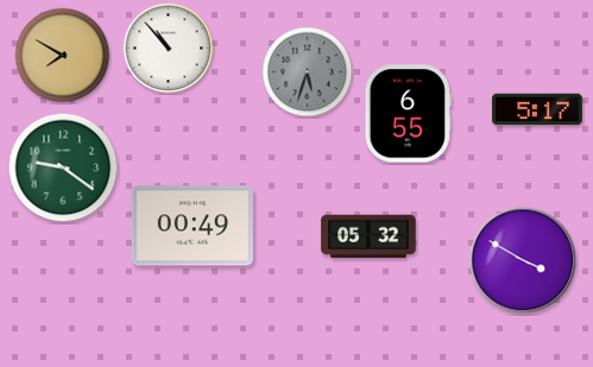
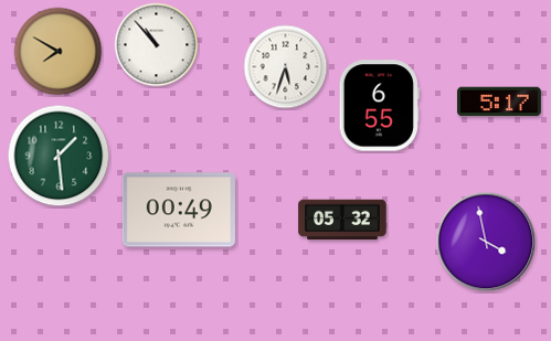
clock at (308, 72) dial: grey -> white
clock at (63, 167): 9:21 -> 1:29
clock at (523, 260): 3:50 -> 3:58
